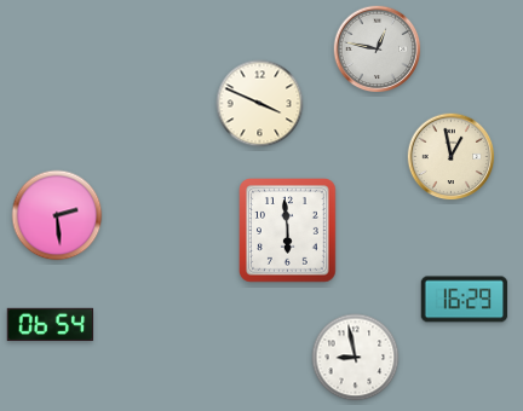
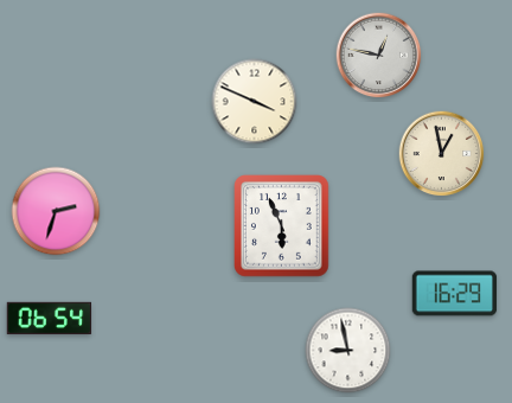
clock at (378, 50) position: (378, 50) -> (379, 56)
clock at (57, 215): 2:29 -> 2:33
clock at (288, 231): 5:59 -> 5:56
